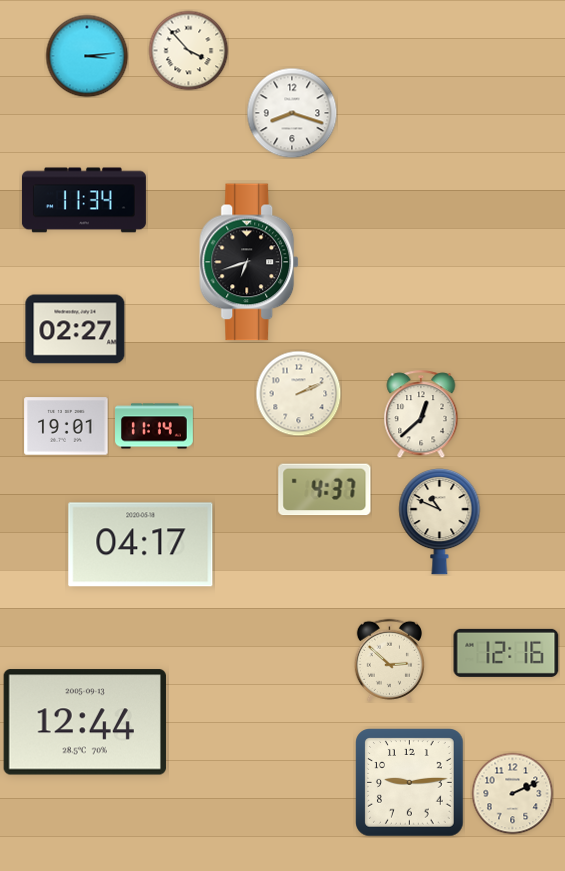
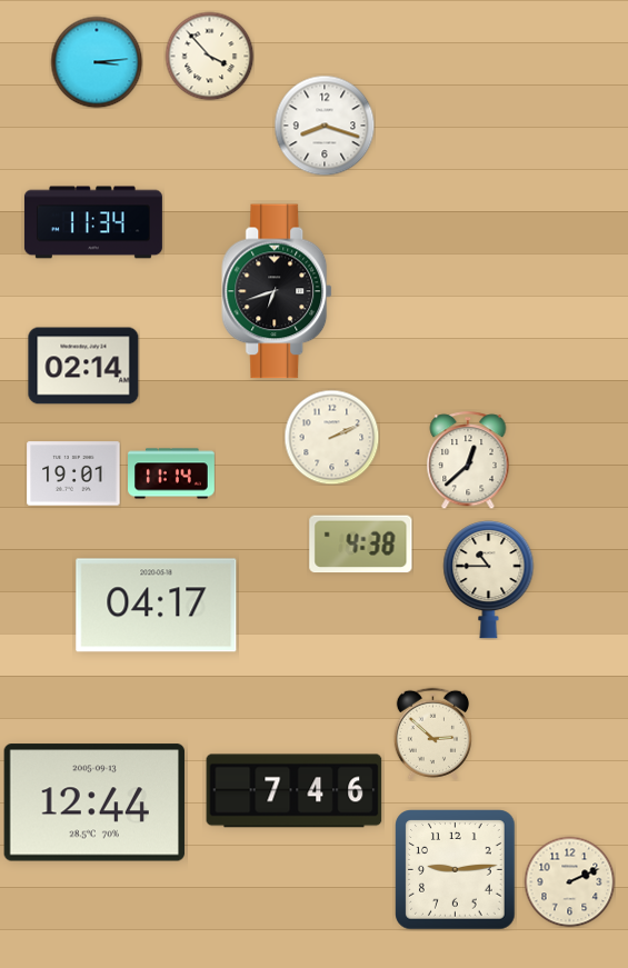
clock at (75, 329): 02:27 -> 02:14
clock at (325, 490): 4:37 -> 4:38
clock at (440, 521): 10:49 -> 10:45
clock at (506, 653): 12:16 -> none
clock at (295, 791): none -> 7:46
